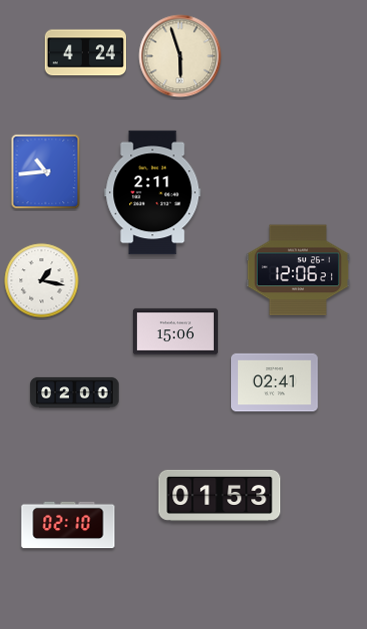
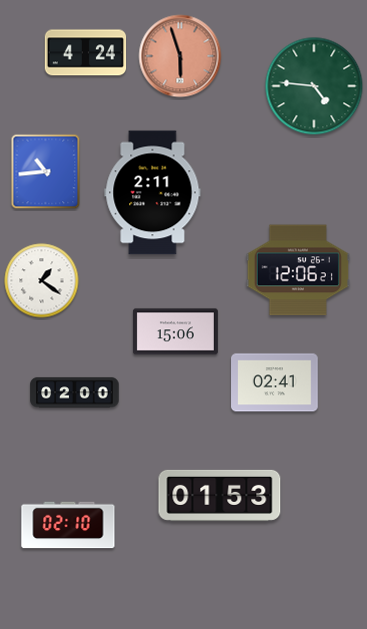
clock at (180, 56) dial: cream -> salmon
clock at (314, 86): none -> 4:46
clock at (42, 281): 1:17 -> 1:21
